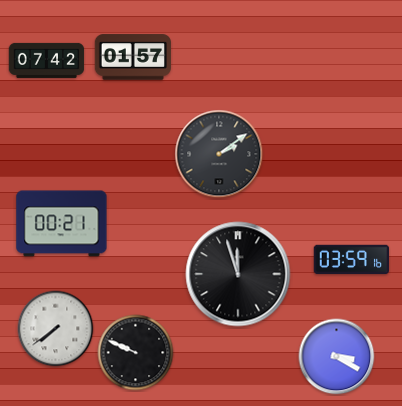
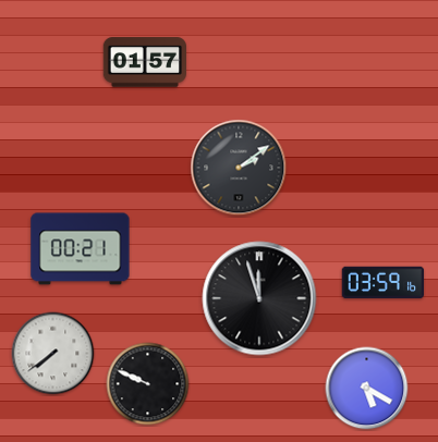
clock at (47, 60): 07:42 -> none
clock at (62, 224) position: (62, 224) -> (81, 249)
clock at (56, 329) position: (56, 329) -> (53, 354)
clock at (337, 357): 3:20 -> 5:20
